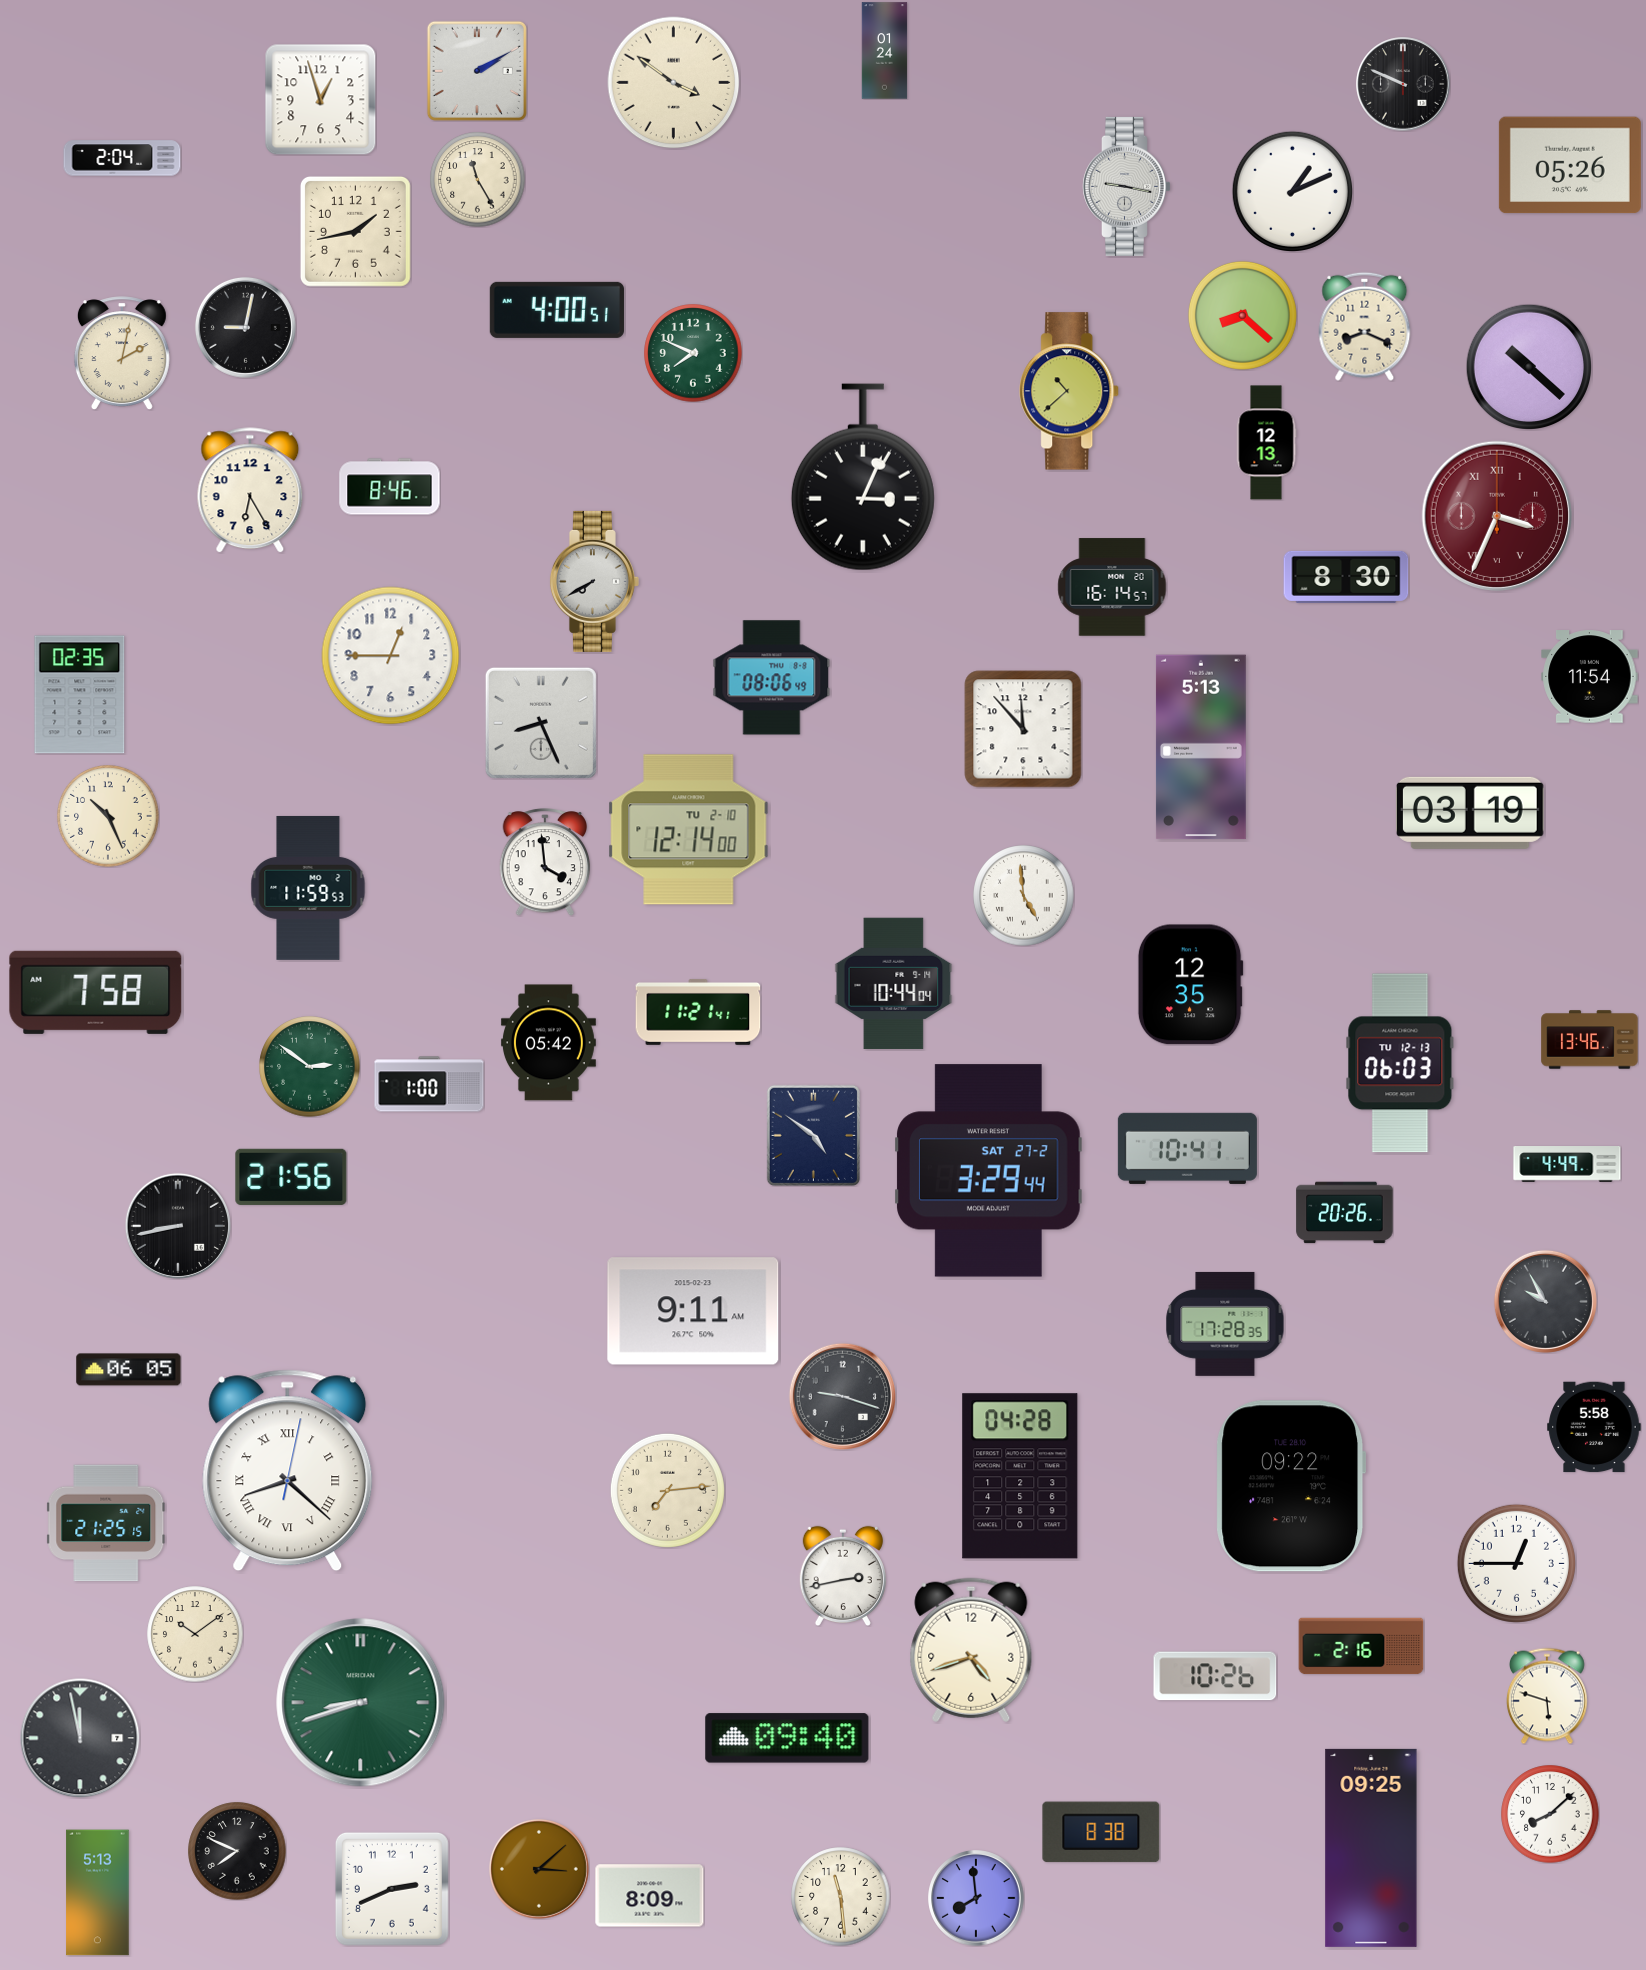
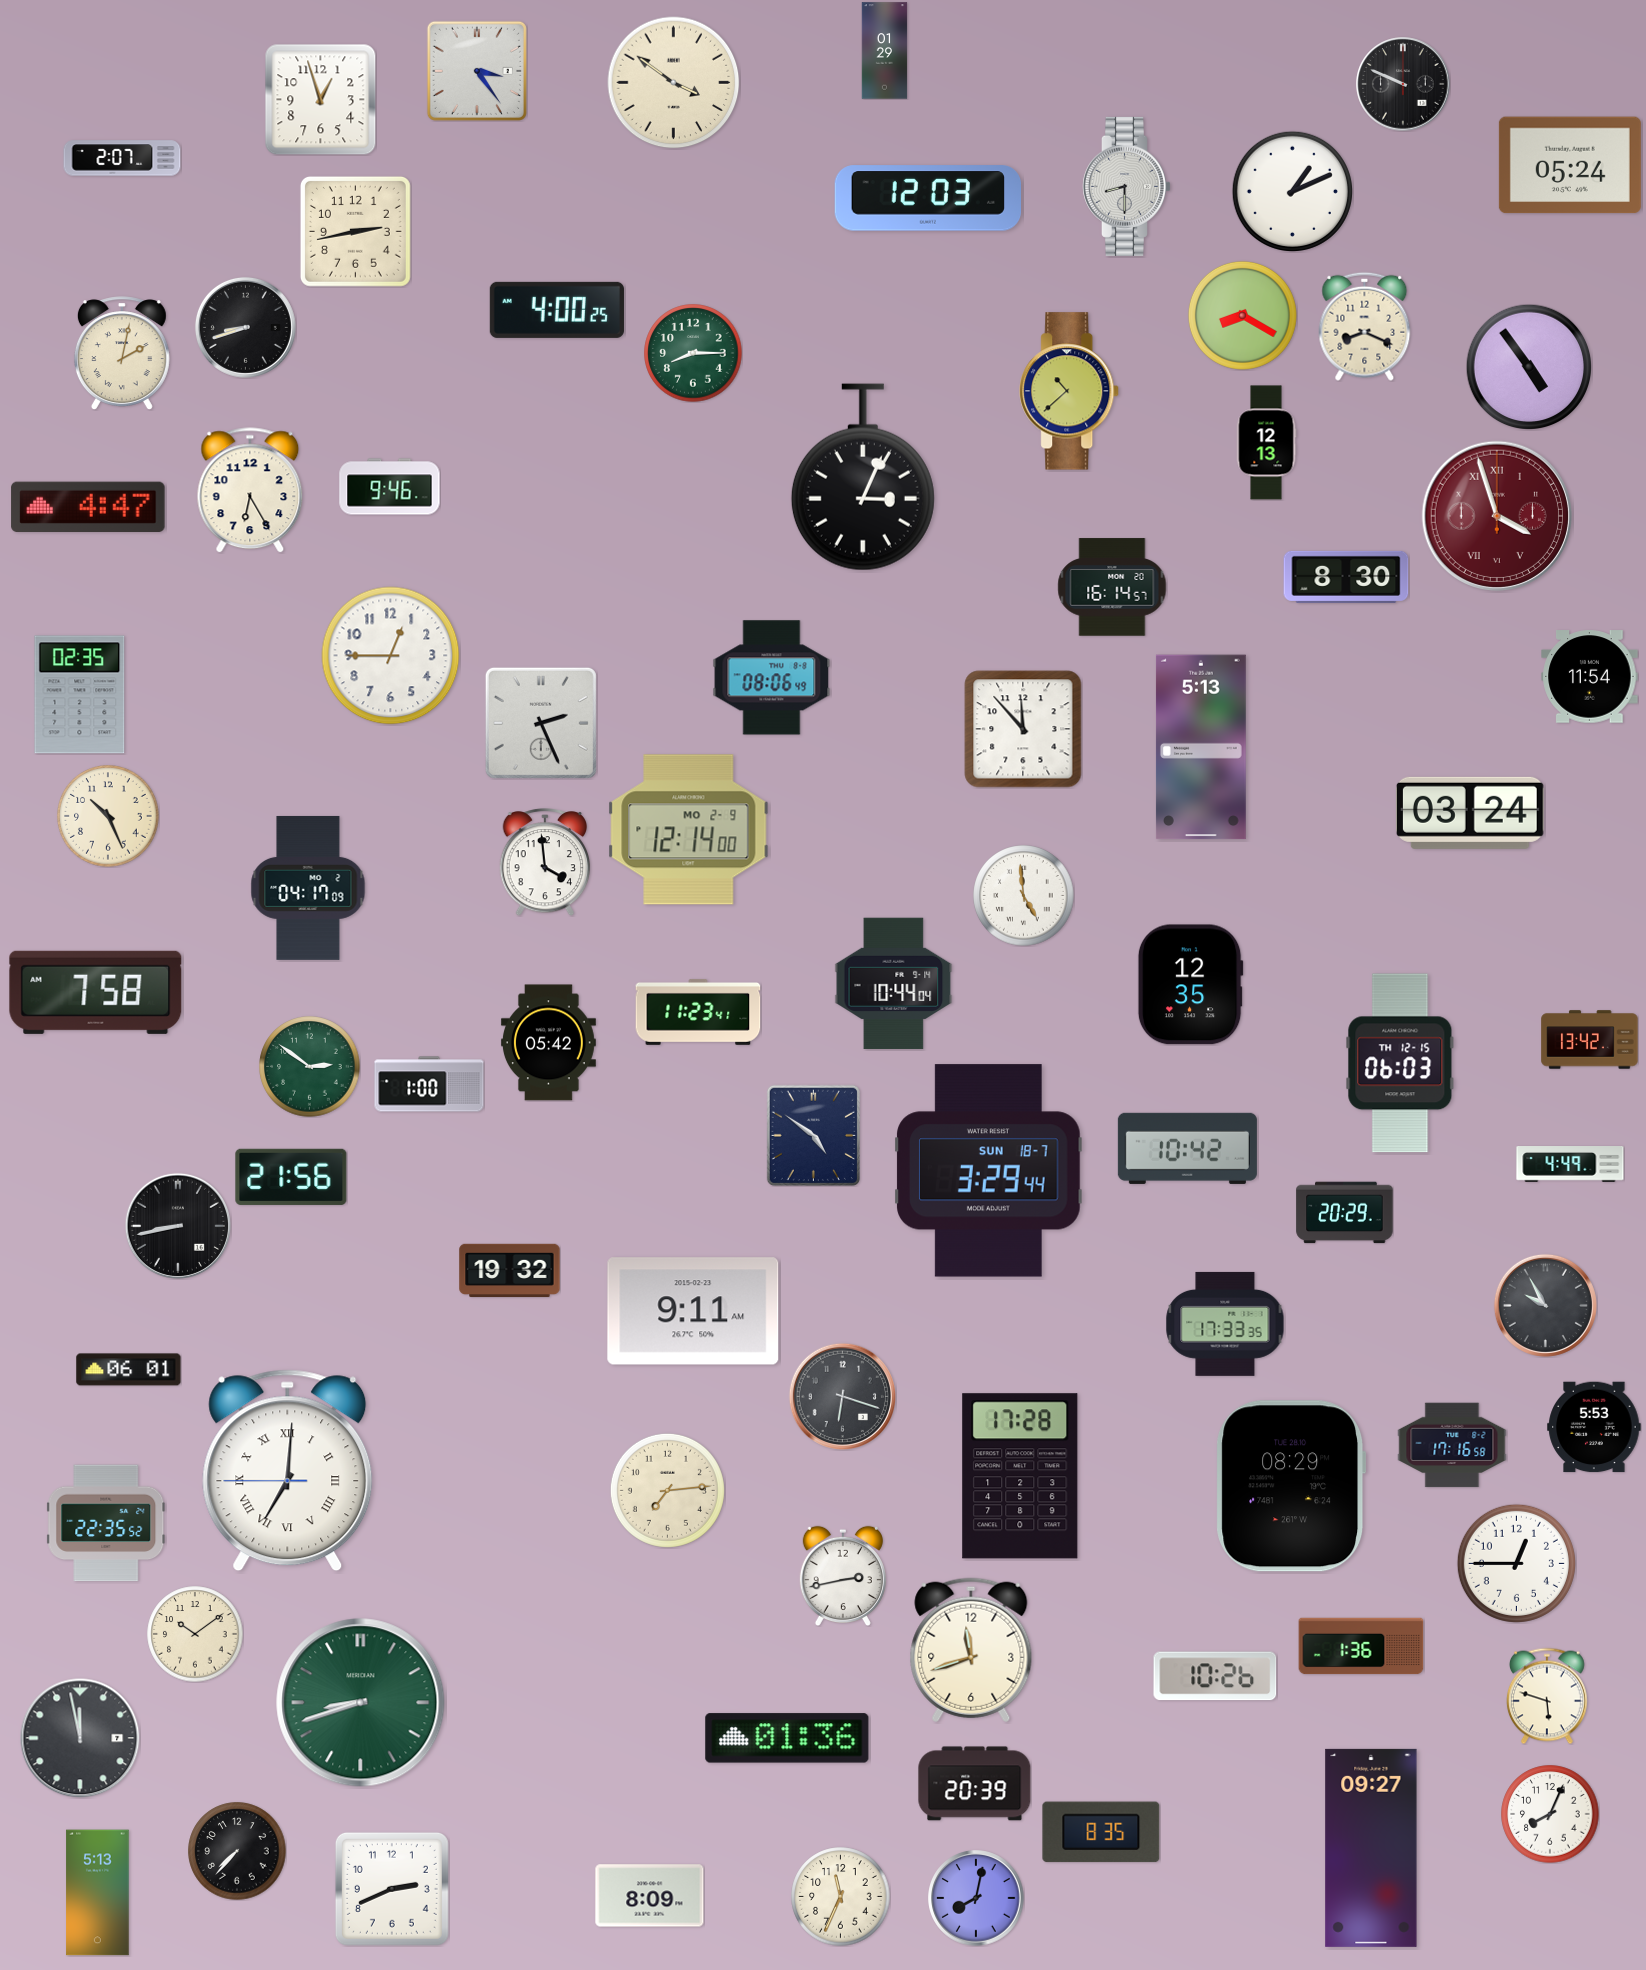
clock at (885, 51): 01:24 -> 01:29
clock at (477, 71): 2:10 -> 3:24
clock at (122, 158): 2:04 -> 2:07
clock at (1570, 165): 05:26 -> 05:24
clock at (477, 179): 11:25 -> none
clock at (1126, 186): 9:17 -> 8:30
clock at (927, 198): none -> 12:03
clock at (355, 231): 1:43 -> 2:43
clock at (557, 310): 4:00:51 -> 4:00:25
clock at (1242, 315): 8:22 -> 8:20
clock at (245, 327): 9:02 -> 8:42
clock at (693, 353): 7:49 -> 8:15
clock at (1528, 366): 10:22 -> 4:54
clock at (390, 487): 8:46 -> 9:46
clock at (88, 506): none -> 4:47
clock at (1496, 515): 3:34 -> 3:57
clock at (594, 581): 7:40 -> none
clock at (541, 723): 8:26 -> 2:26
clock at (1470, 813): 03:19 -> 03:24
clock at (689, 830) date: TU 2-10 -> MO 2-9
clock at (308, 888): 11:59 -> 04:17
clock at (698, 1012): 11:21 -> 11:23
clock at (1590, 1040): 13:46 -> 13:42
clock at (1400, 1063) date: TU 12-13 -> TH 12-15
clock at (1187, 1148): 10:41 -> 10:42
clock at (1567, 1164) position: (1567, 1164) -> (1570, 1164)
clock at (989, 1171) date: SAT 27-2 -> SUN 18-7
clock at (1345, 1213): 20:26 -> 20:29
clock at (510, 1271): none -> 19:32
clock at (1545, 1301) position: (1545, 1301) -> (1545, 1305)
clock at (1225, 1324): 17:28 -> 17:33
clock at (129, 1370): 06:05 -> 06:01
clock at (842, 1396): 9:18 -> 6:18
clock at (1594, 1427): 5:58 -> 5:53
clock at (1452, 1445): none -> 17:16
clock at (288, 1471): 8:22 -> 7:00
clock at (1020, 1476): 04:28 -> 17:28
clock at (1291, 1486): 09:22 -> 08:29
clock at (106, 1523): 21:25 -> 22:35
clock at (1361, 1646): 2:16 -> 1:36
clock at (971, 1650): 4:42 -> 11:42
clock at (787, 1738): 09:40 -> 01:36
clock at (975, 1784): none -> 20:39
clock at (1550, 1814): 8:08 -> 8:04
clock at (1101, 1832): 8:38 -> 8:35
clock at (1371, 1848): 09:25 -> 09:27
clock at (237, 1851): 7:49 -> 7:37
clock at (539, 1869): 3:08 -> none
clock at (841, 1897): 11:29 -> 11:34
clock at (976, 1898): 7:59 -> 8:02
